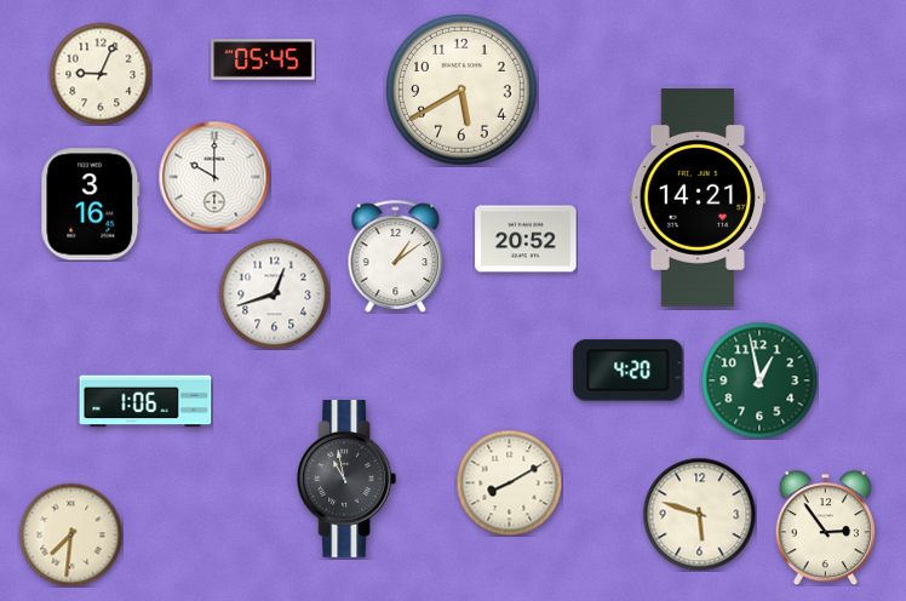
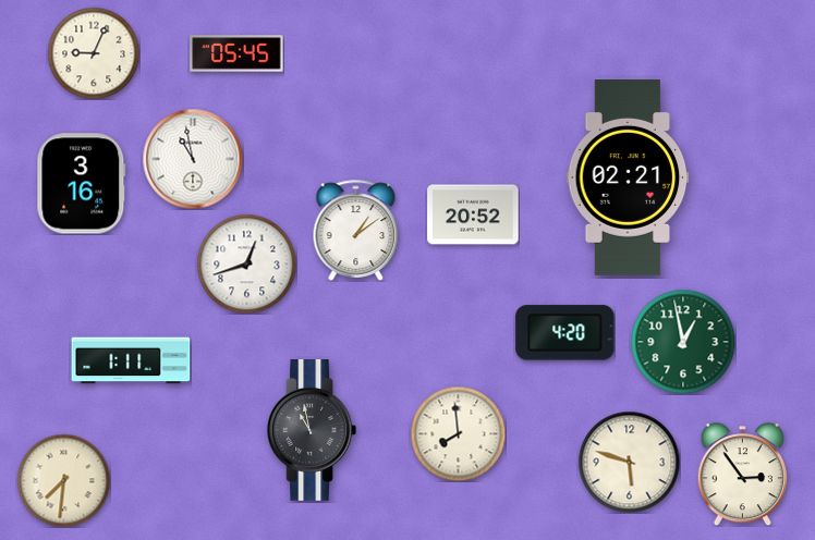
clock at (101, 74) position: (101, 74) -> (94, 53)
clock at (463, 91): 5:40 -> none
clock at (214, 177): 10:00 -> 10:58
clock at (698, 199): 14:21 -> 02:21
clock at (145, 401): 1:06 -> 1:11
clock at (509, 482): 8:10 -> 7:59
